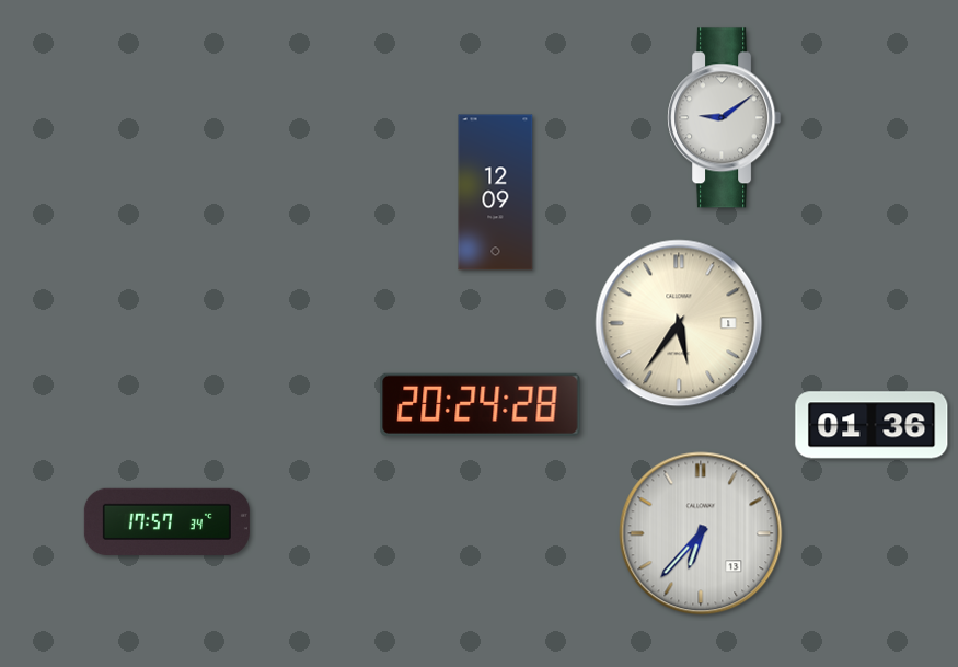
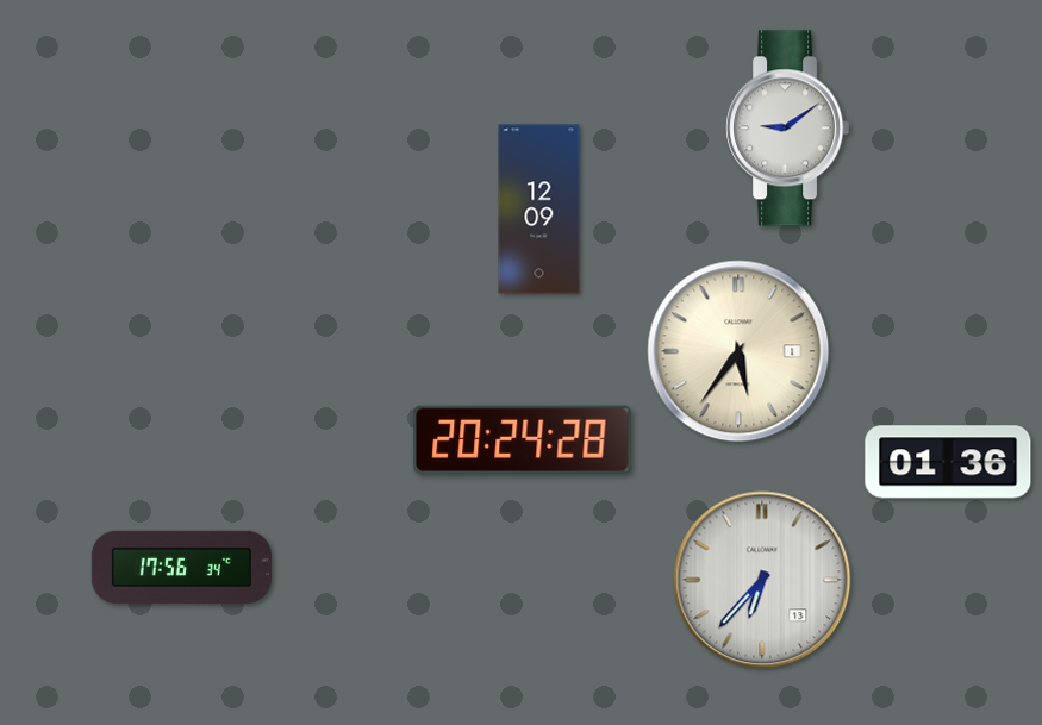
clock at (166, 521): 17:57 -> 17:56
